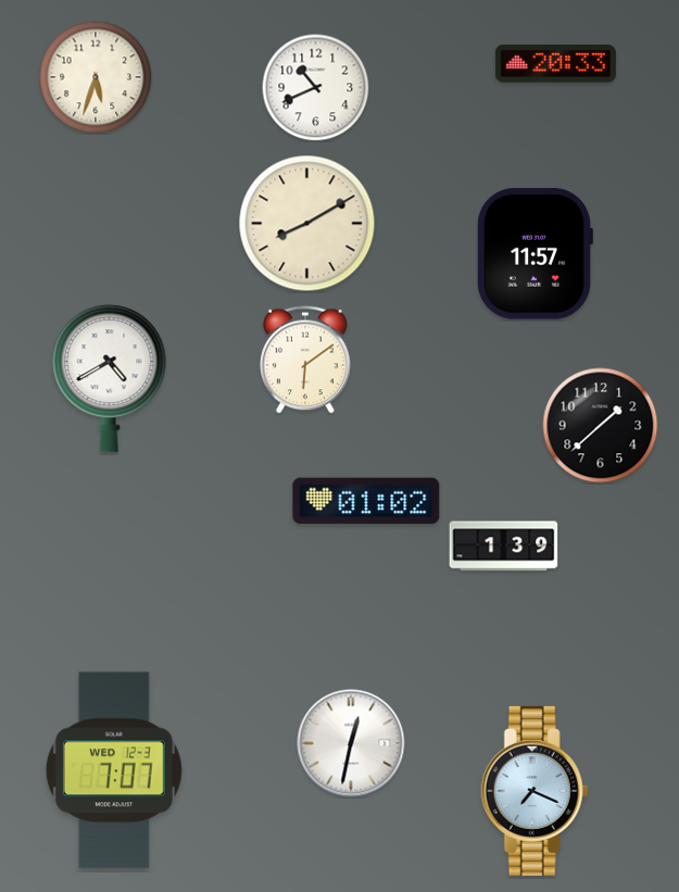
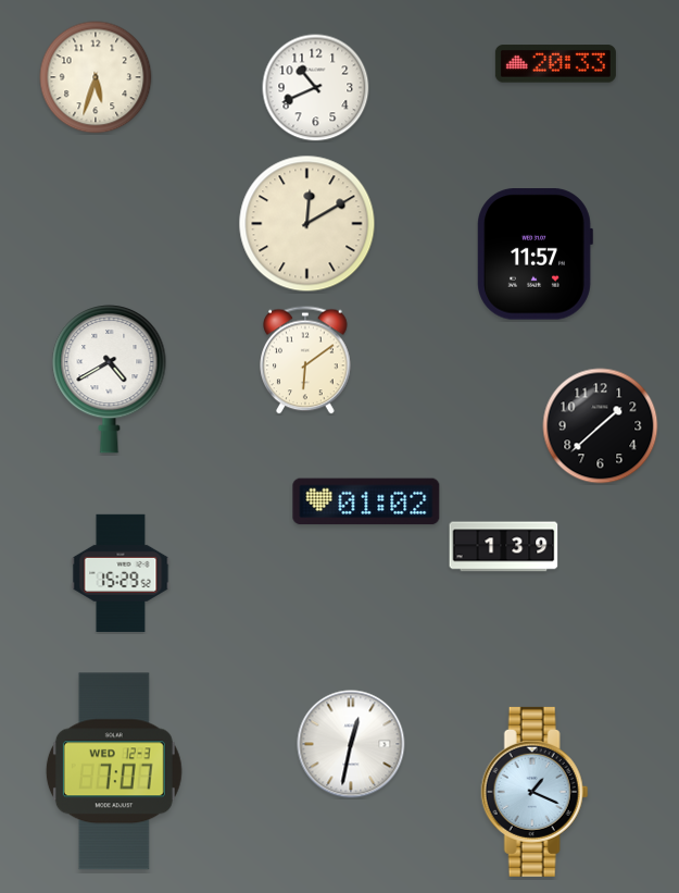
clock at (307, 224): 8:10 -> 12:10
clock at (121, 573): none -> 15:29
clock at (535, 791): 7:19 -> 1:19
